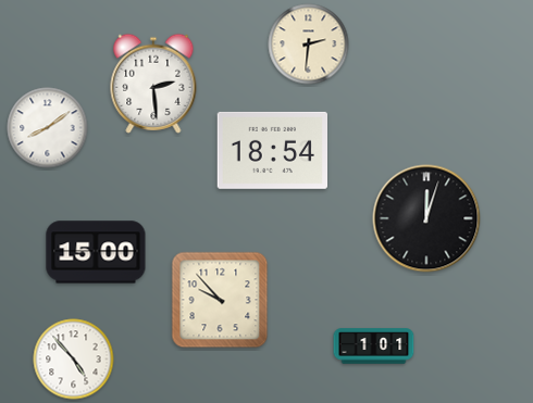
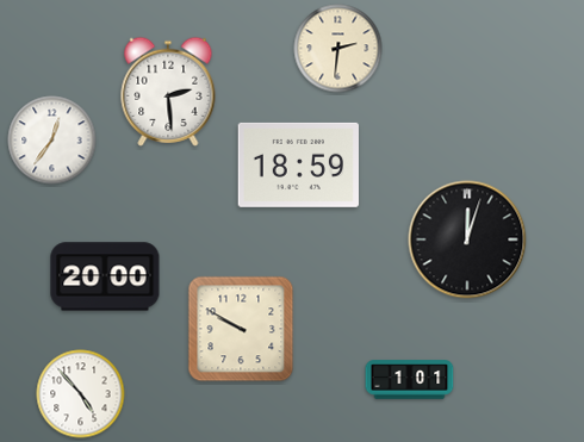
clock at (48, 128): 8:09 -> 12:36
clock at (272, 150): 18:54 -> 18:59
clock at (96, 252): 15:00 -> 20:00
clock at (220, 300): 9:53 -> 9:50
